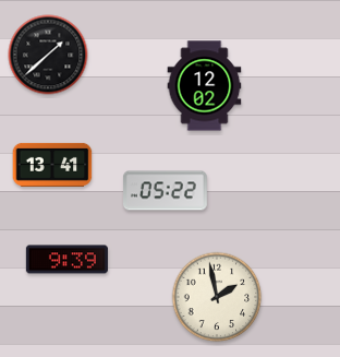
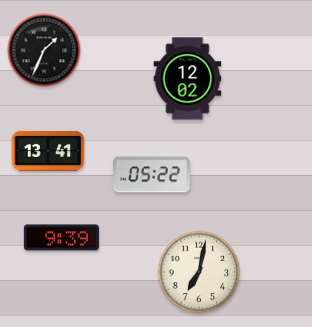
clock at (48, 55): 1:38 -> 1:34
clock at (217, 297): 1:58 -> 7:02
